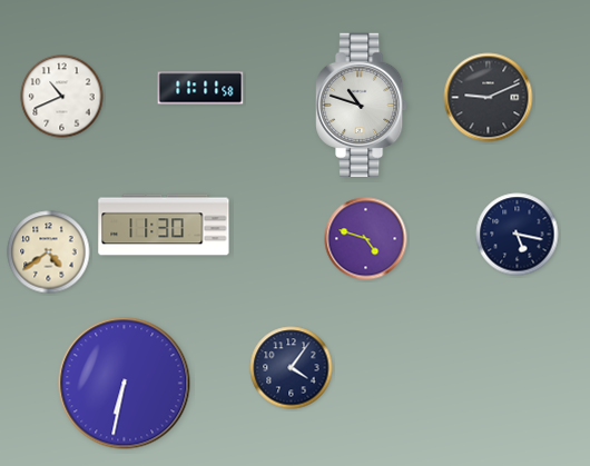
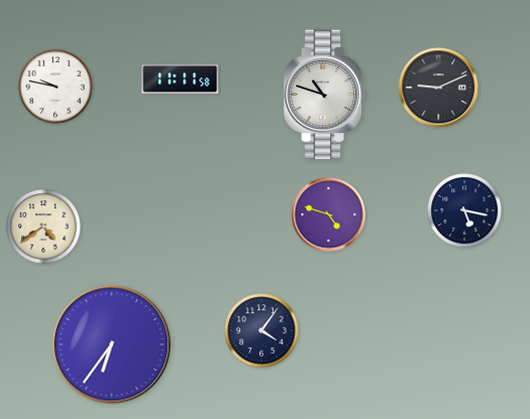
clock at (62, 97): 10:41 -> 9:47
clock at (164, 225): 11:30 -> none
clock at (125, 384): 6:32 -> 6:36
